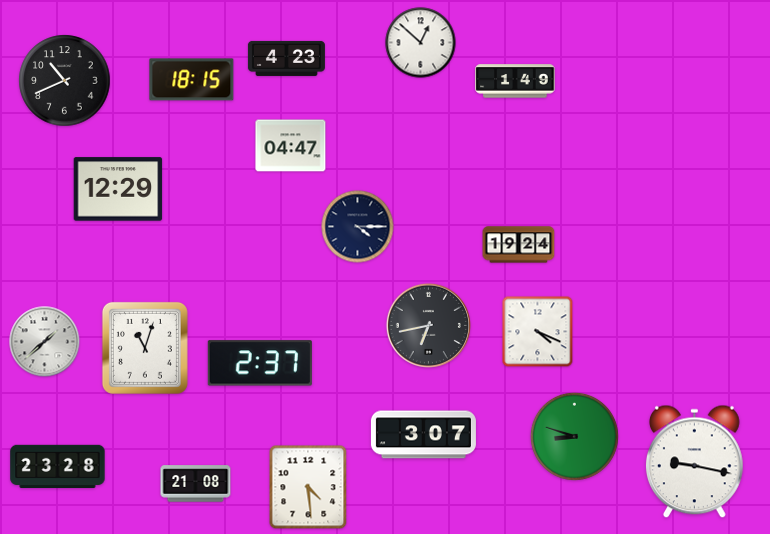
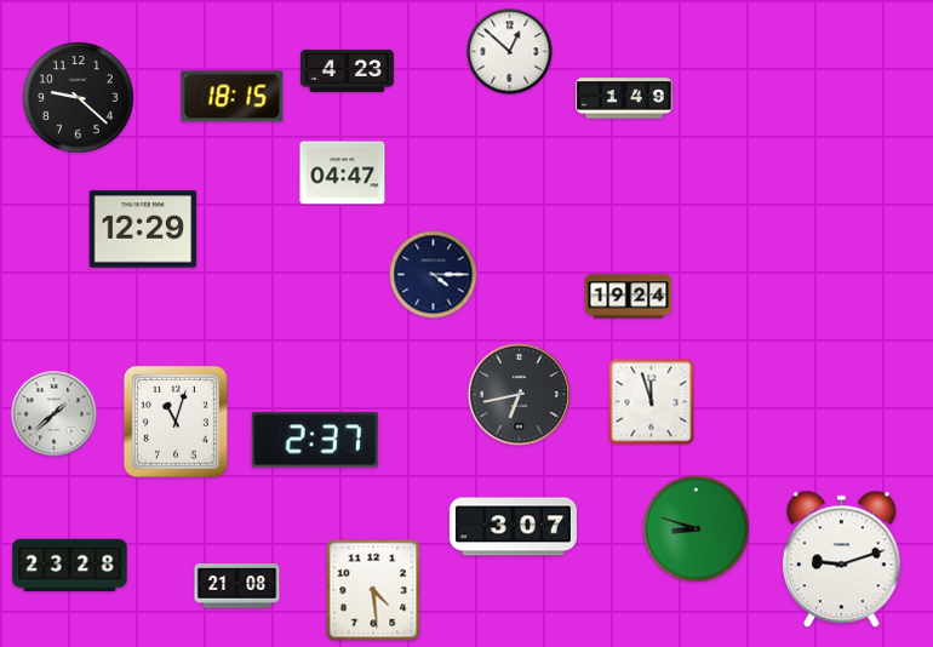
clock at (65, 81): 10:41 -> 9:22
clock at (291, 146) position: (291, 146) -> (343, 173)
clock at (538, 332): 4:19 -> 11:57
clock at (694, 462): 9:17 -> 9:12
